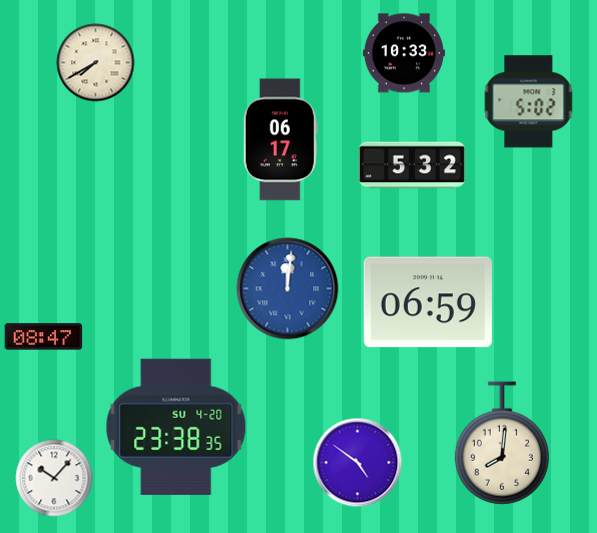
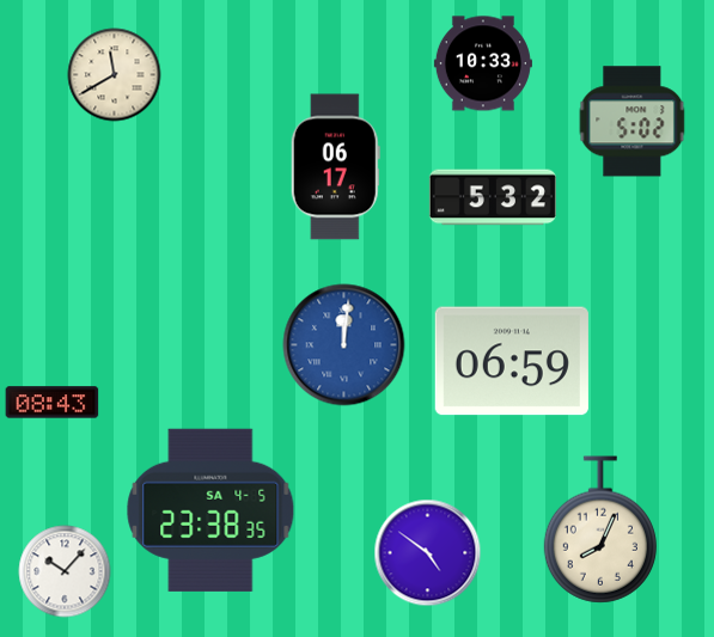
clock at (96, 63): 7:40 -> 11:40
clock at (44, 337): 08:47 -> 08:43
clock at (176, 427) date: SU 4-20 -> SA 4-5
clock at (502, 443): 8:01 -> 8:04
